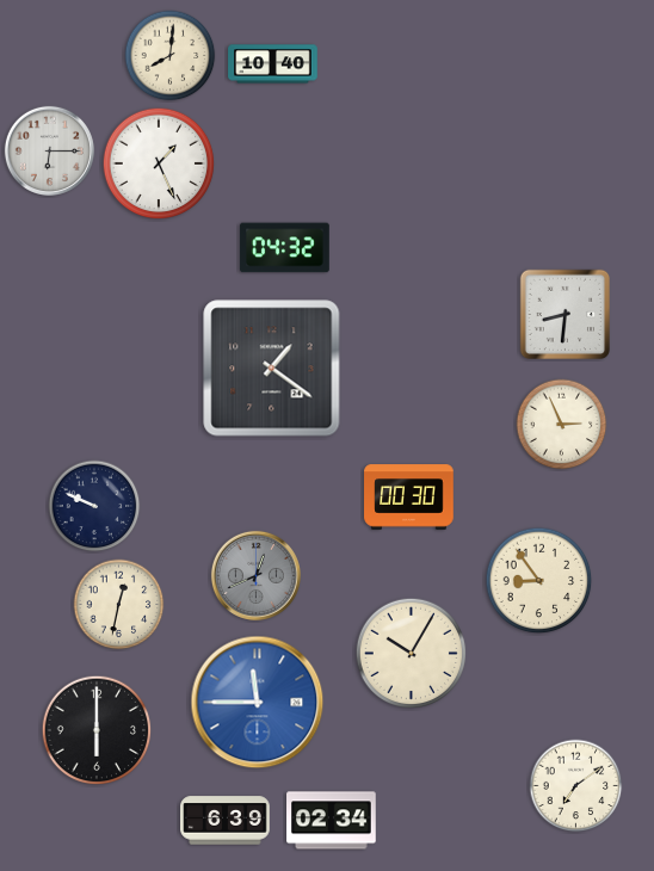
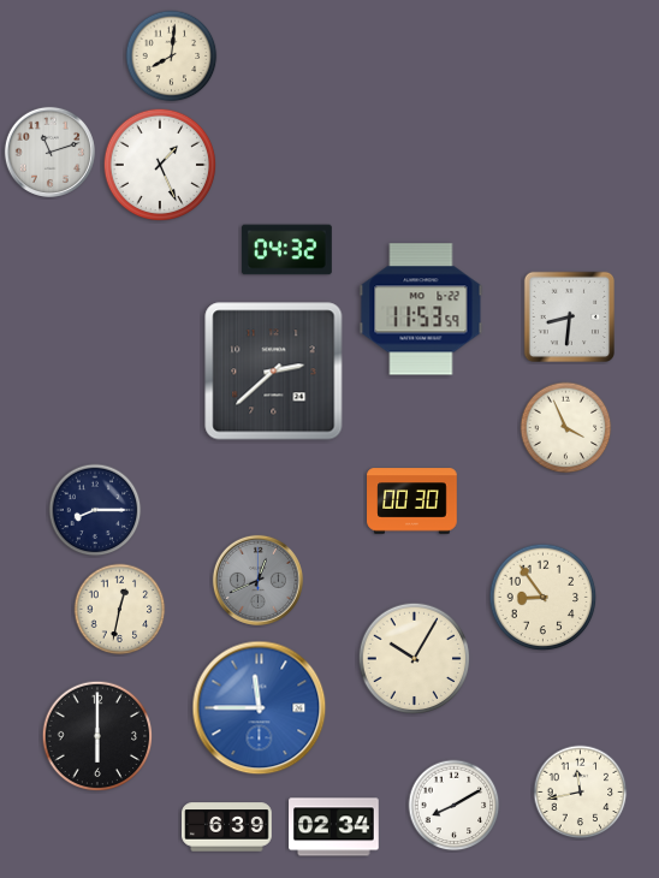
clock at (273, 64): 10:40 -> none
clock at (49, 150): 6:15 -> 11:12
clock at (421, 309): none -> 11:53
clock at (272, 369): 1:21 -> 2:38
clock at (562, 425): 2:56 -> 3:56
clock at (94, 506): 9:49 -> 8:15
clock at (539, 581) position: (539, 581) -> (544, 598)
clock at (576, 786): 7:09 -> 11:43
clock at (455, 806): none -> 8:10
